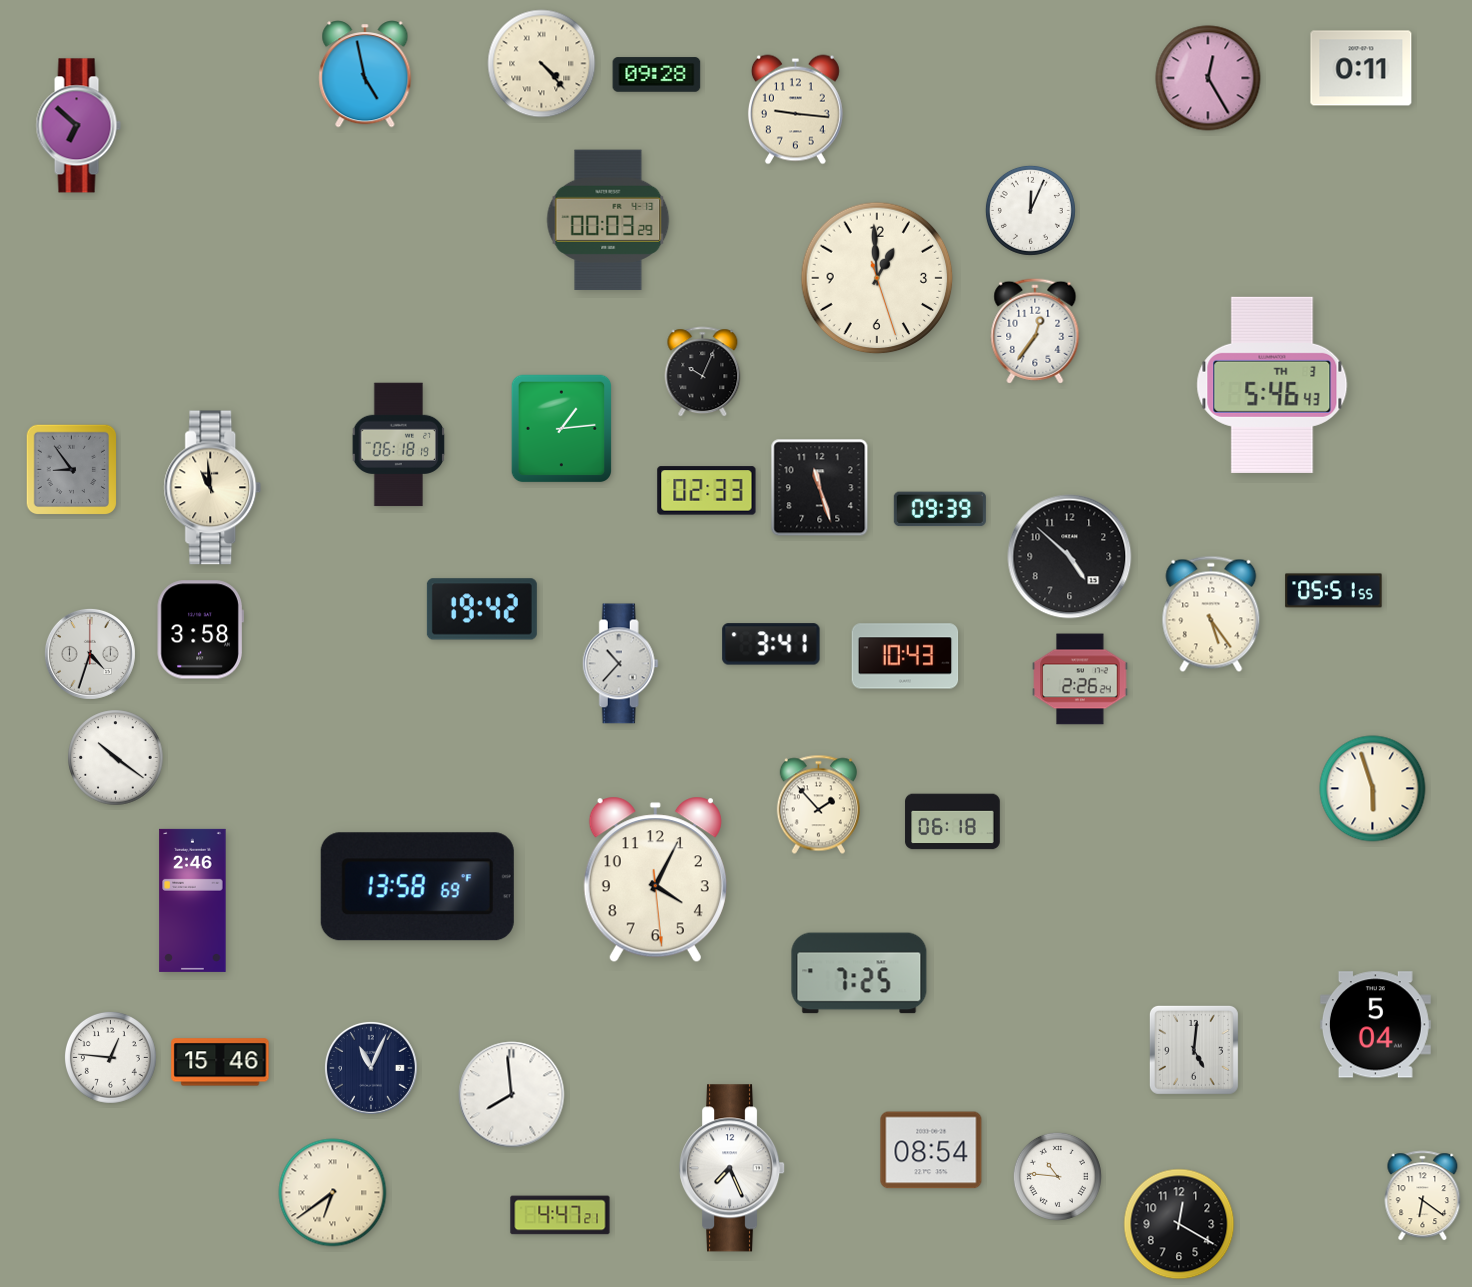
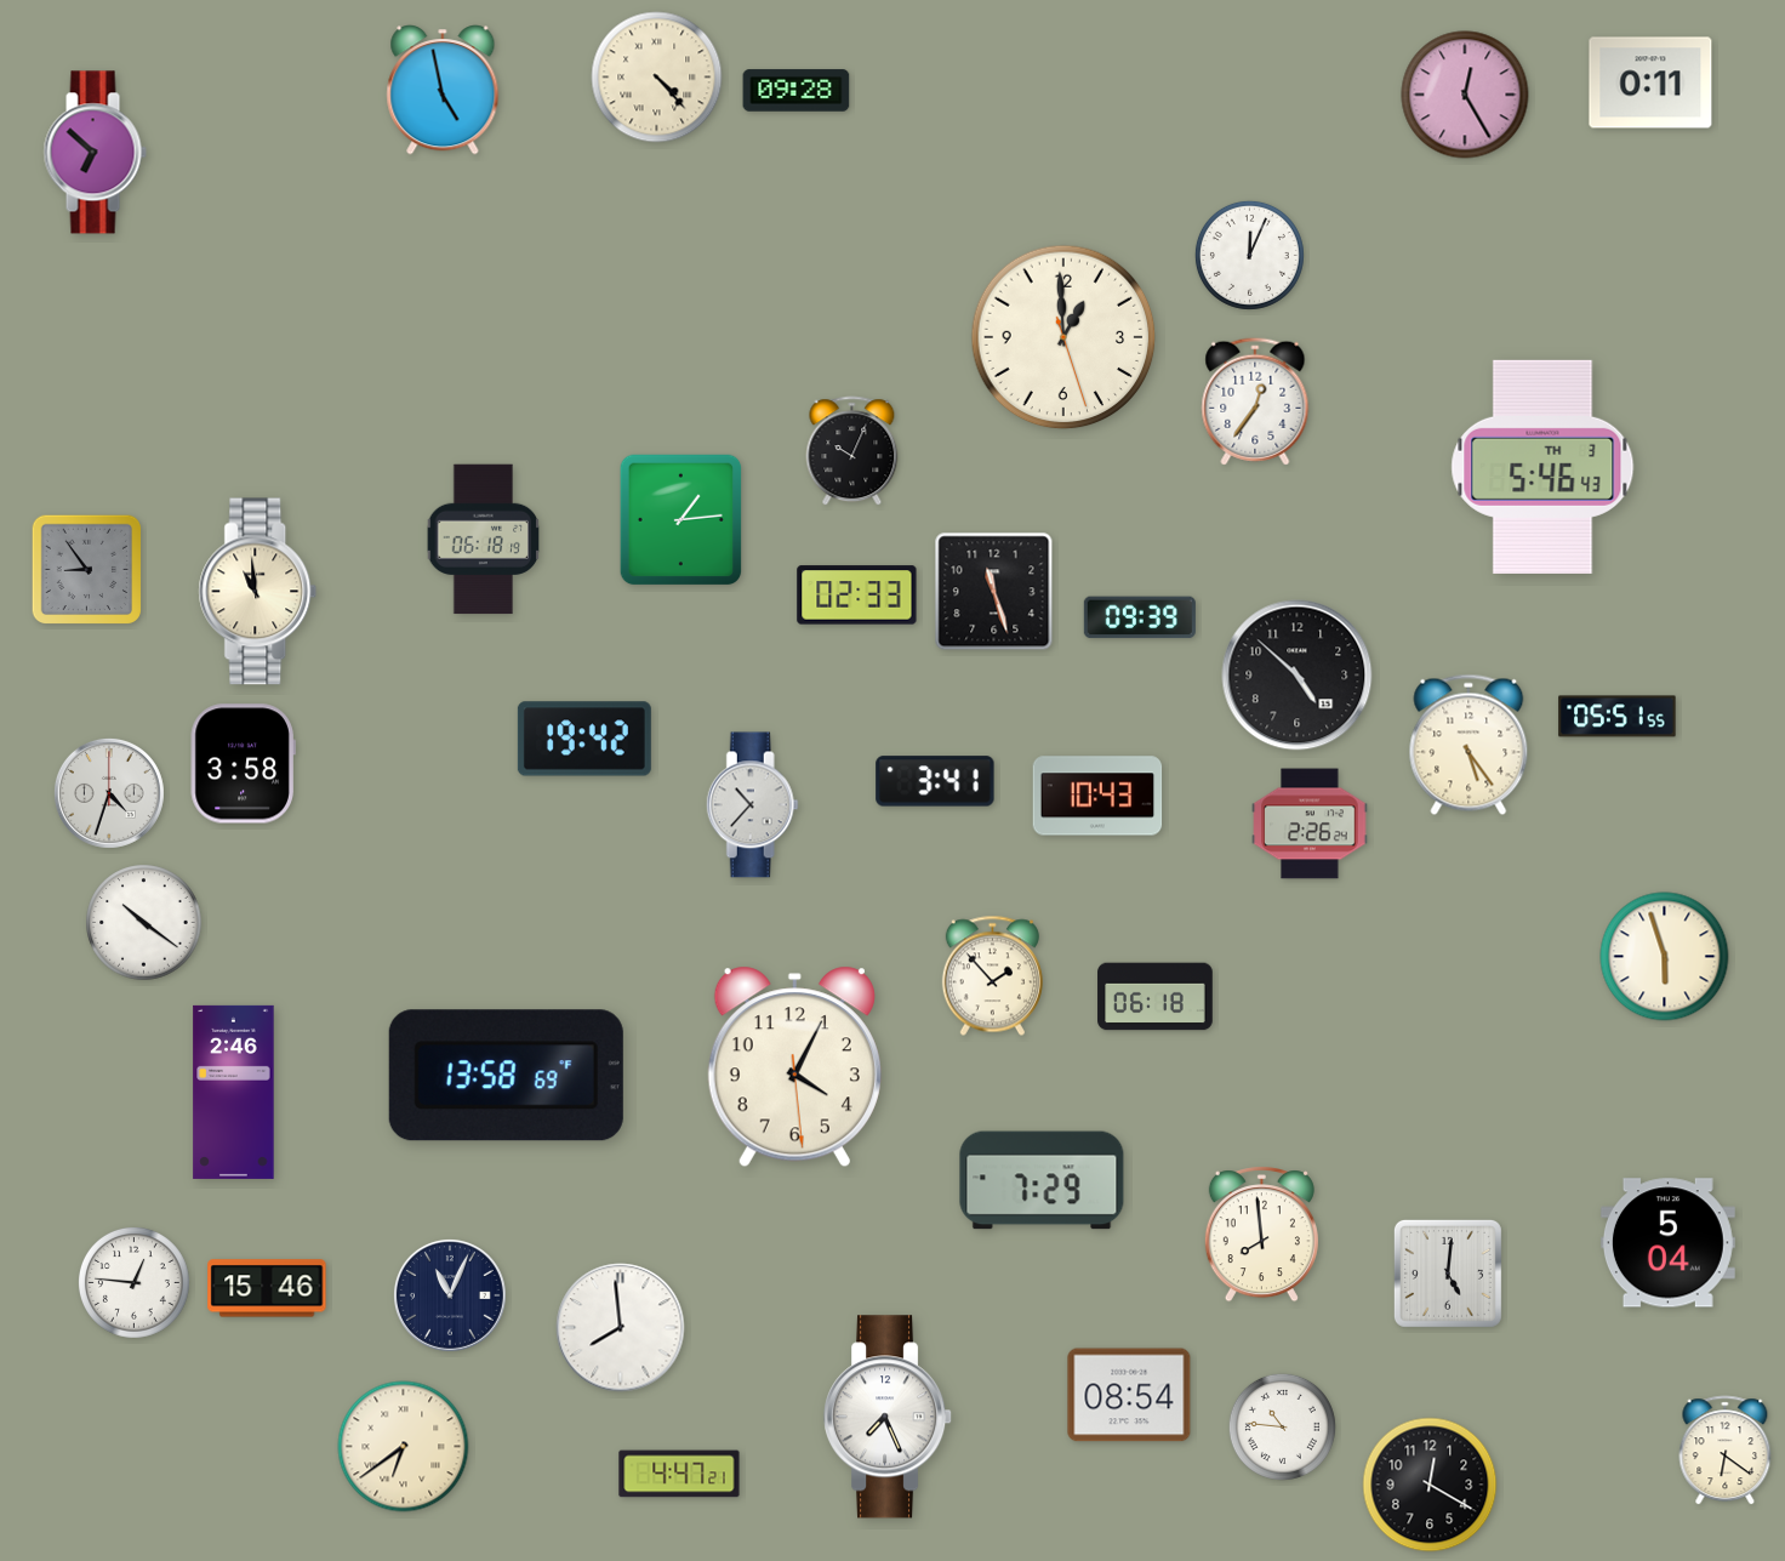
clock at (795, 110): 9:16 -> none
clock at (608, 219): 00:03 -> none
clock at (116, 758) position: (116, 758) -> (144, 923)
clock at (859, 973): 7:25 -> 7:29
clock at (1261, 1235): none -> 7:59
